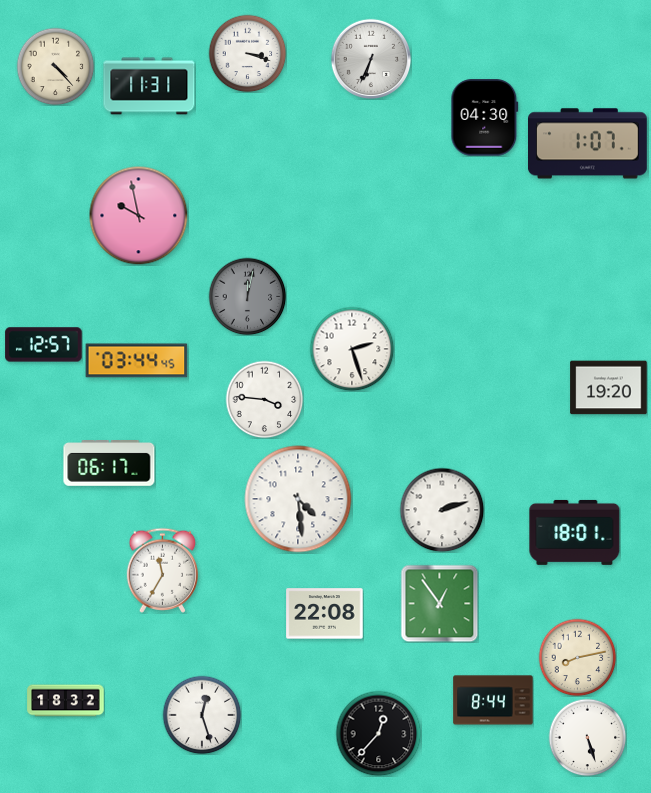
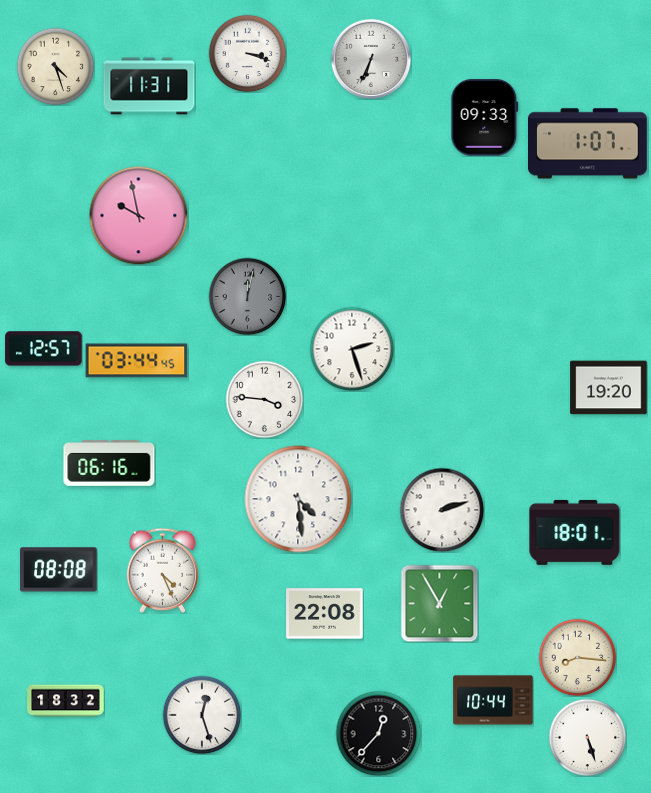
clock at (55, 66): 4:23 -> 4:27
clock at (485, 118): 04:30 -> 09:33
clock at (44, 345) position: (44, 345) -> (44, 349)
clock at (109, 464): 06:17 -> 06:16
clock at (59, 570): none -> 08:08
clock at (163, 570): 11:35 -> 4:26
clock at (439, 603): 12:54 -> 12:55
clock at (577, 657): 8:13 -> 8:16
clock at (493, 700): 8:44 -> 10:44
